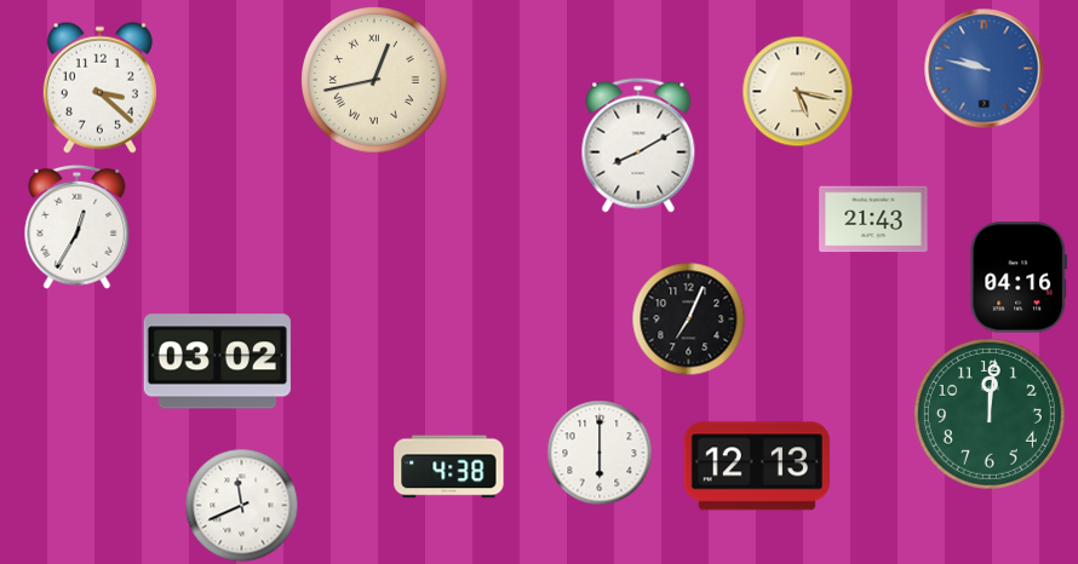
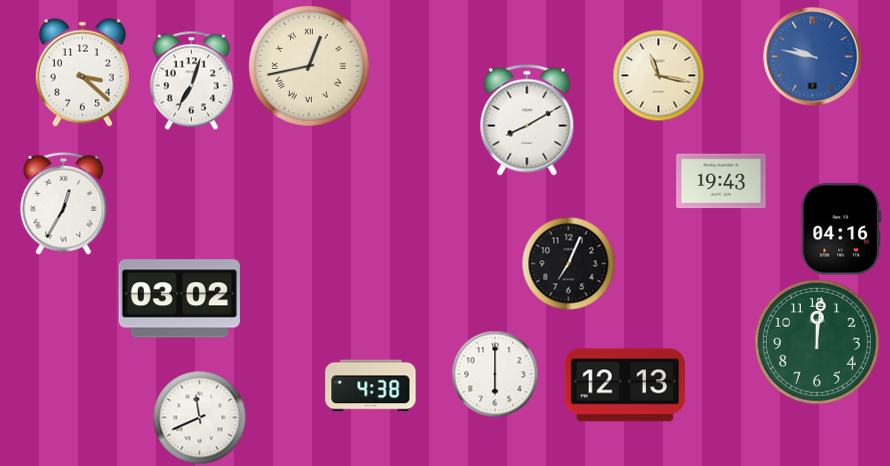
clock at (797, 91): 5:17 -> 11:17
clock at (191, 80): none -> 7:03
clock at (873, 219): 21:43 -> 19:43
clock at (78, 226) position: (78, 226) -> (64, 203)
